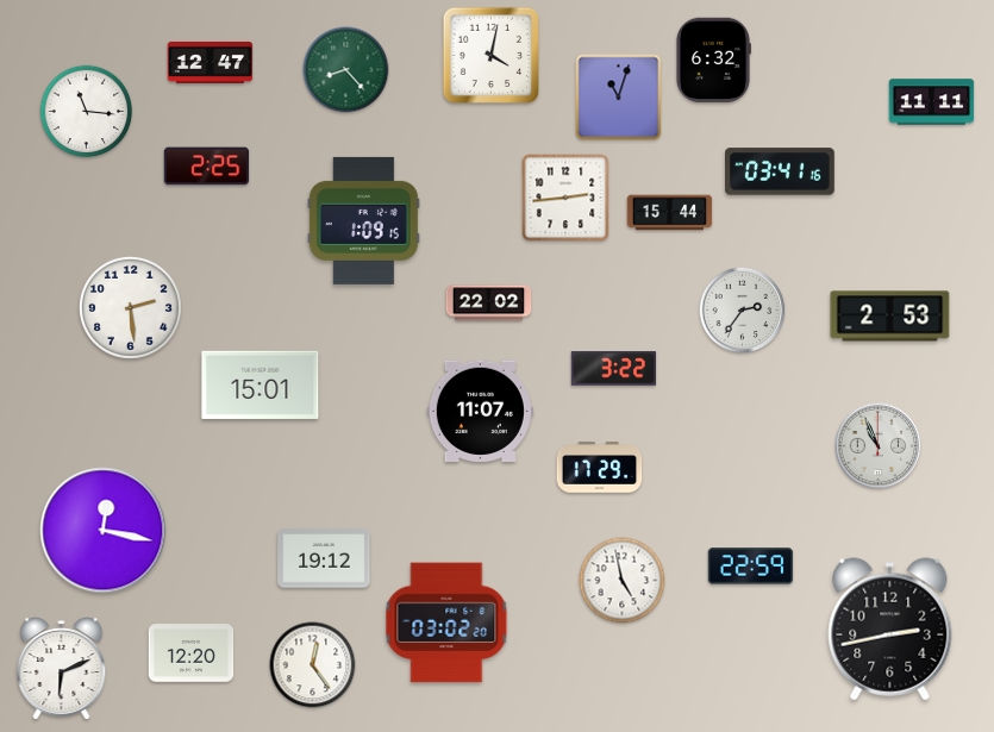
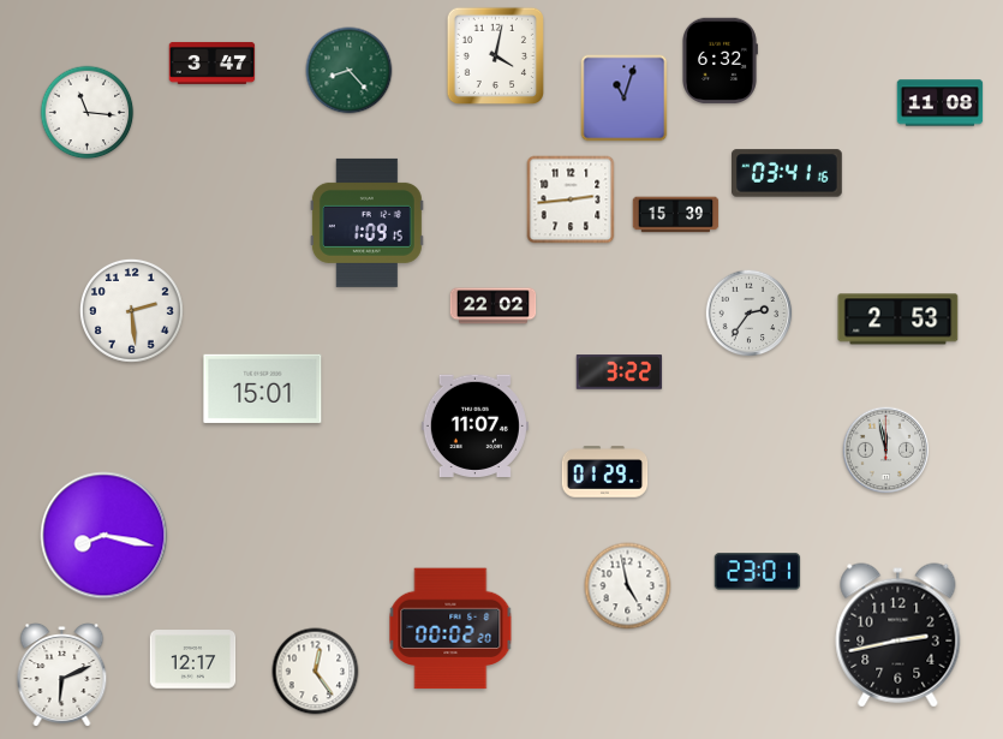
clock at (211, 62): 12:47 -> 3:47
clock at (932, 102): 11:11 -> 11:08
clock at (207, 167): 2:25 -> none
clock at (670, 213): 15:44 -> 15:39
clock at (480, 411) position: (480, 411) -> (474, 425)
clock at (879, 446): 10:56 -> 11:58
clock at (600, 468): 17:29 -> 01:29
clock at (104, 531): 12:17 -> 8:17
clock at (324, 558): 19:12 -> none
clock at (751, 567): 22:59 -> 23:01
clock at (446, 622): 03:02 -> 00:02
clock at (192, 653): 12:20 -> 12:17
